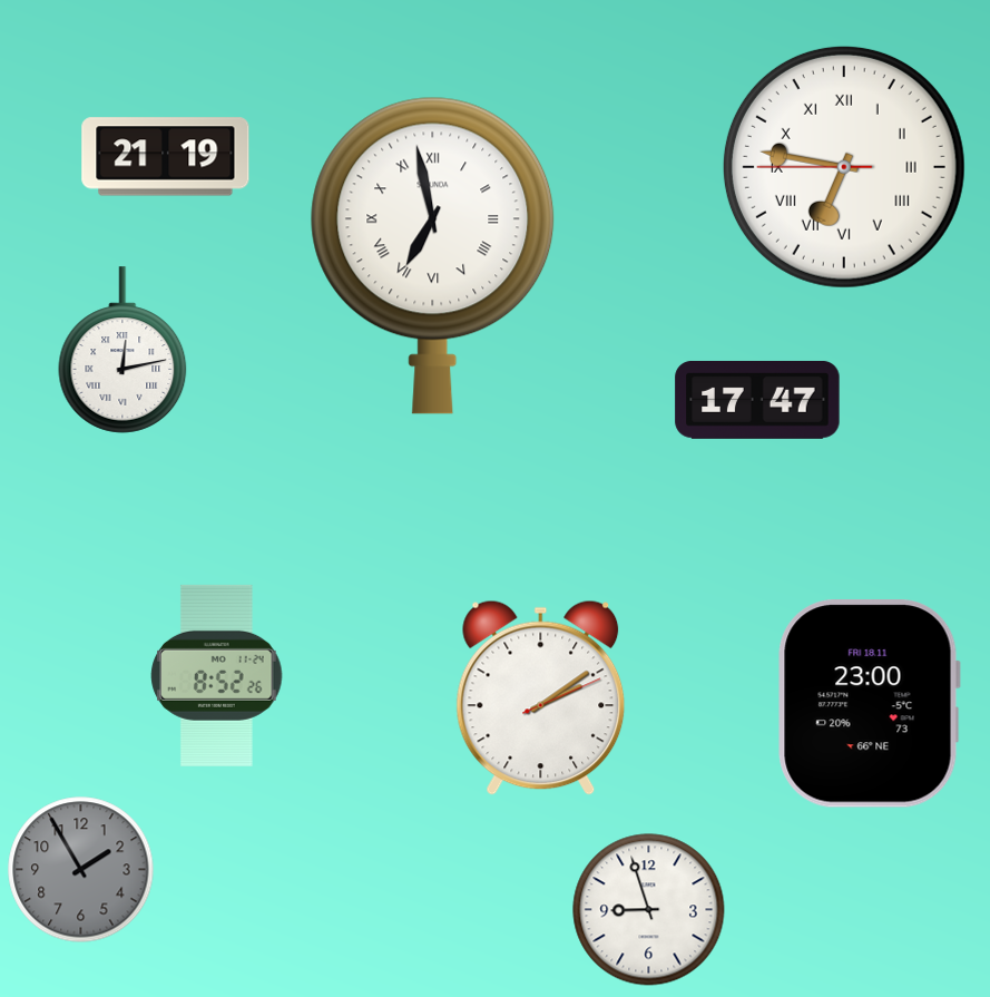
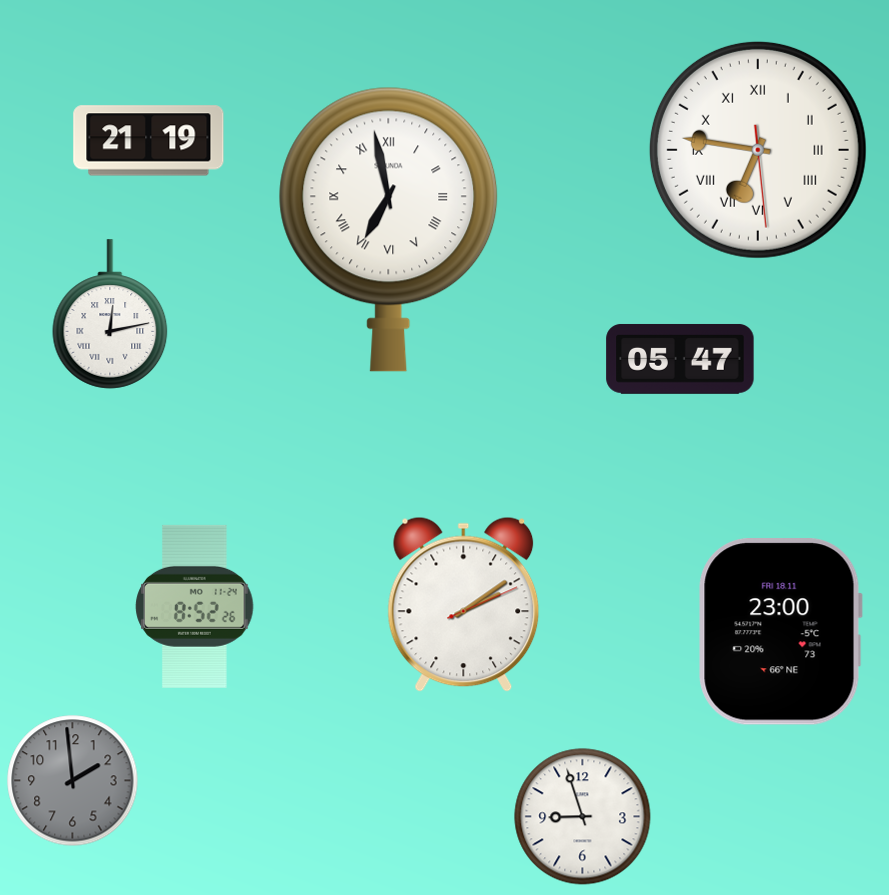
clock at (844, 167): 6:46:45 -> 6:46:29
clock at (757, 400): 17:47 -> 05:47
clock at (541, 697) position: (541, 697) -> (464, 604)
clock at (81, 870): 1:55 -> 1:59
